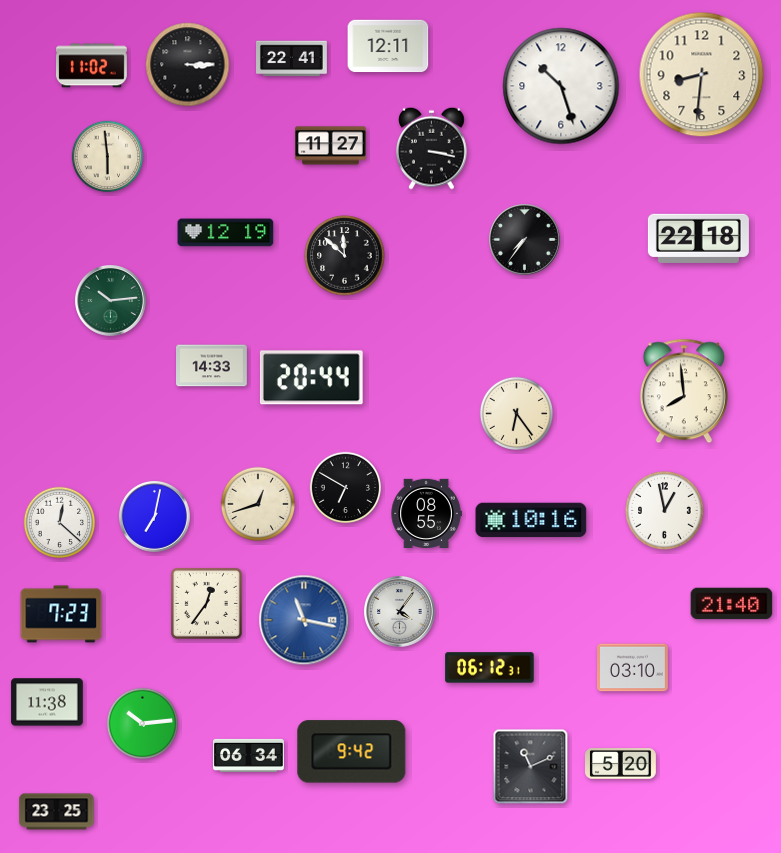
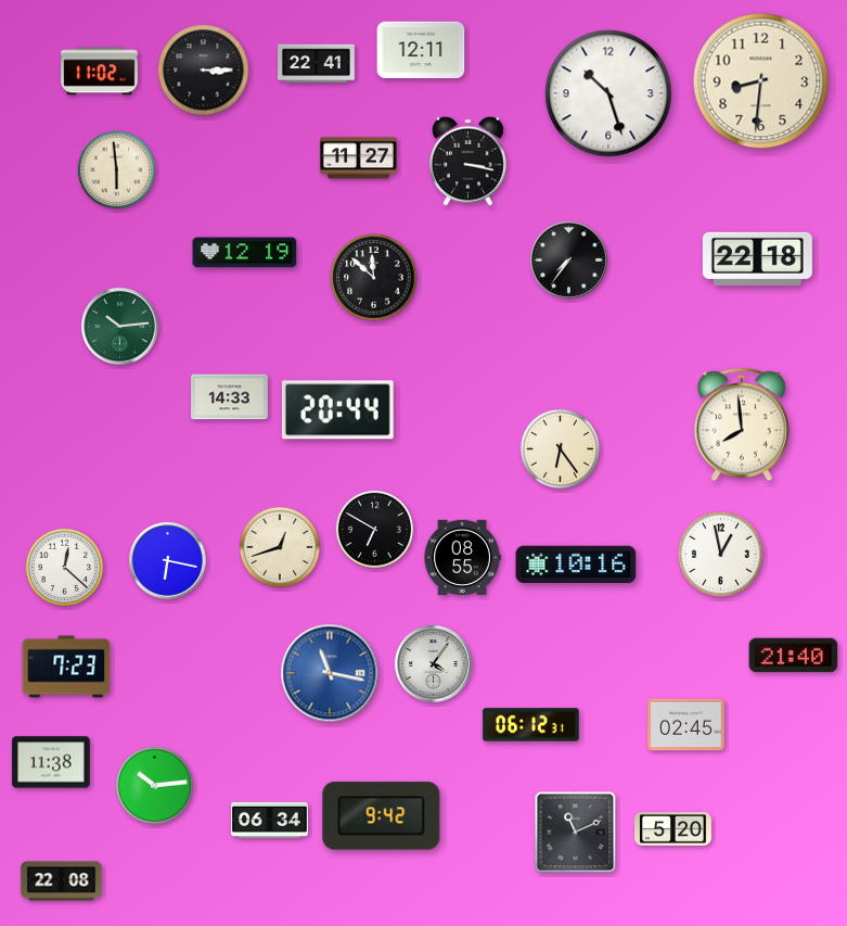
clock at (155, 517): 7:02 -> 6:17
clock at (206, 603): 12:36 -> none
clock at (633, 668): 03:10 -> 02:45
clock at (57, 812): 23:25 -> 22:08
